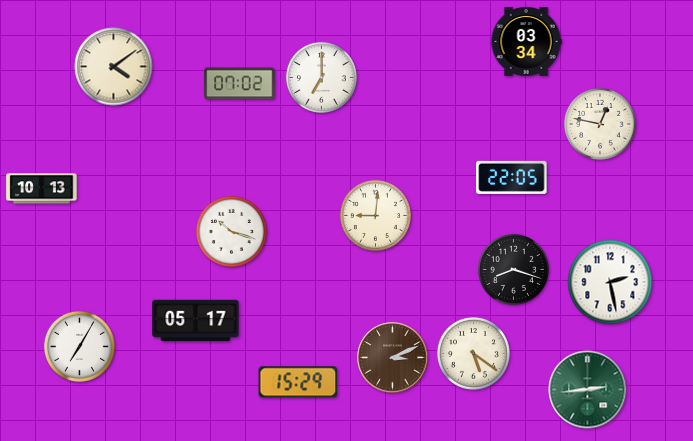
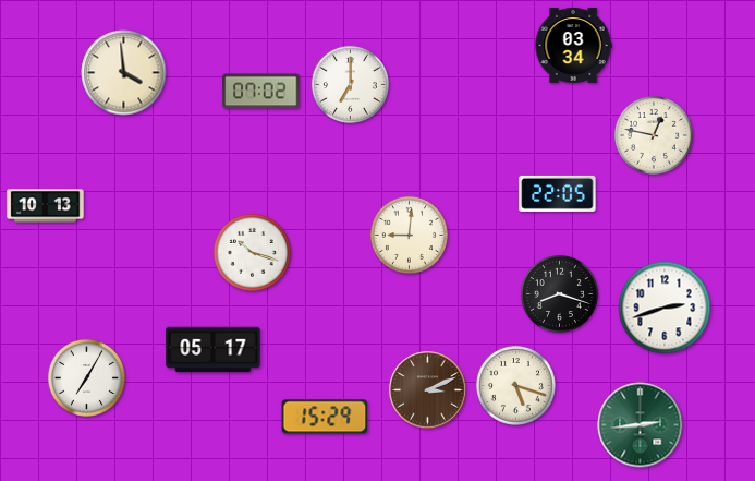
clock at (114, 67): 4:09 -> 3:59
clock at (610, 282): 2:28 -> 2:42
clock at (474, 354): 5:21 -> 5:18
